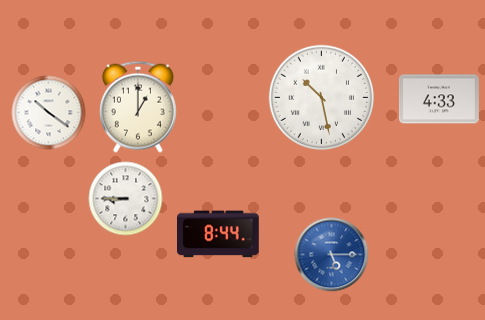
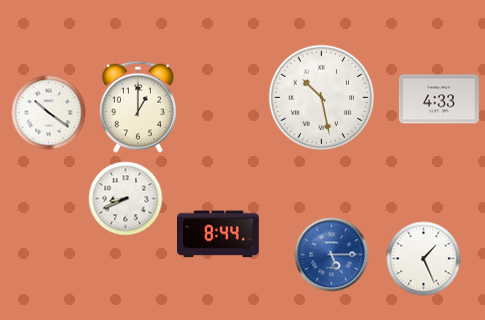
clock at (126, 199): 8:45 -> 8:41
clock at (424, 259): none -> 1:26
